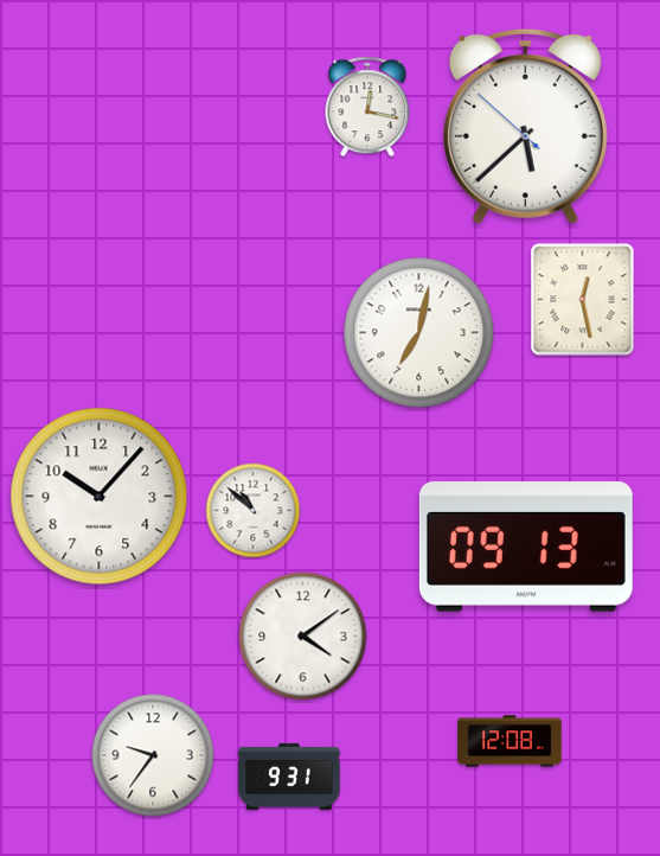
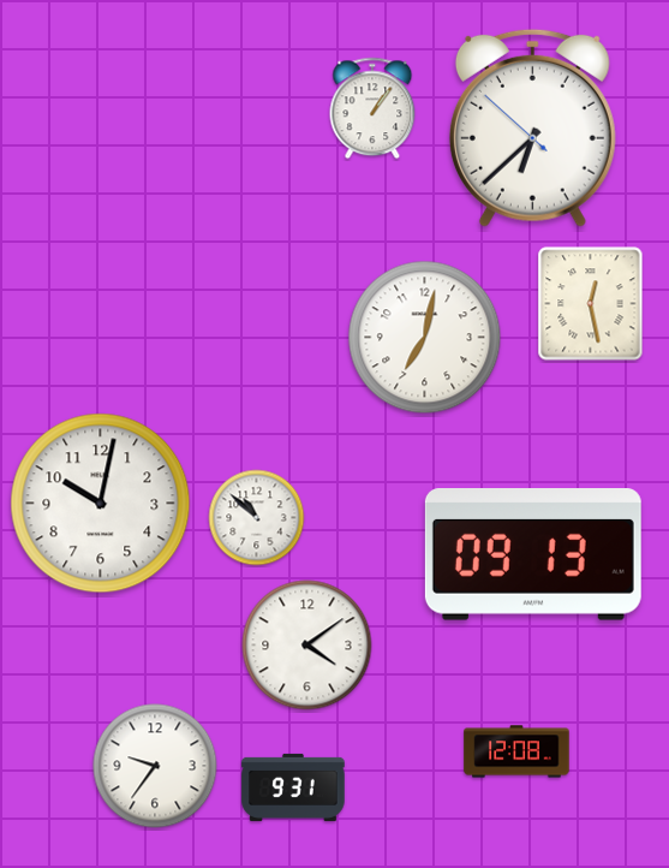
clock at (367, 107): 12:17 -> 1:06
clock at (525, 126): 5:37 -> 6:37
clock at (100, 497): 10:07 -> 10:02
